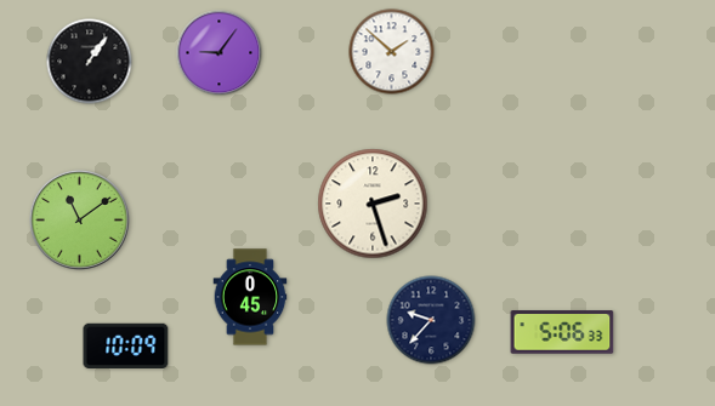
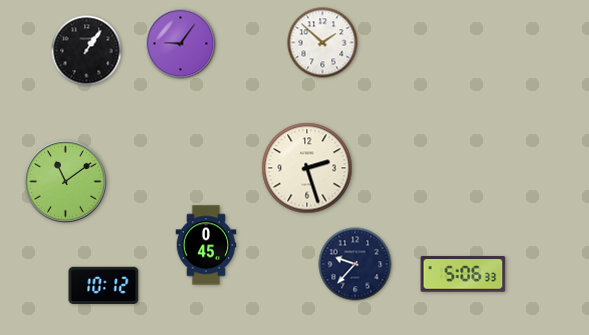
clock at (90, 62) position: (90, 62) -> (87, 51)
clock at (126, 347): 10:09 -> 10:12
